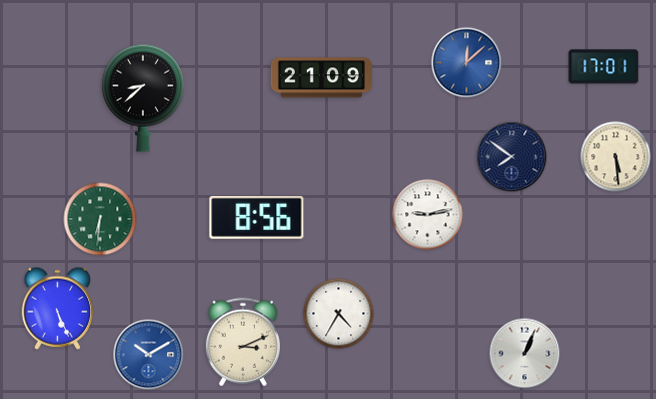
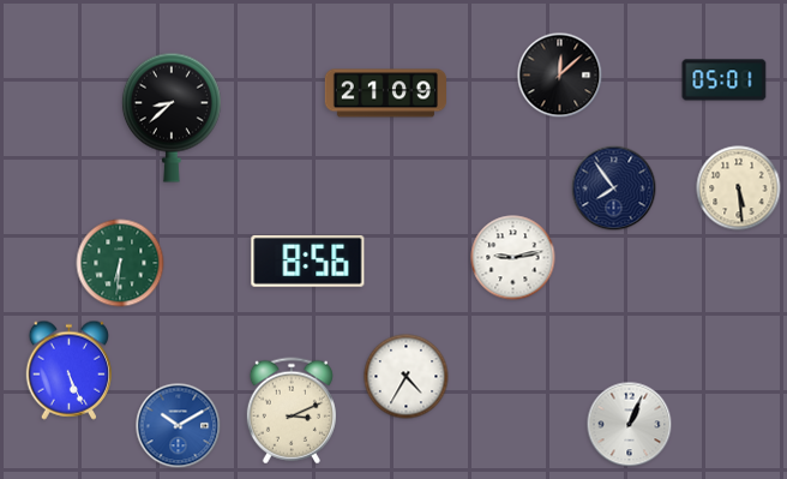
clock at (467, 63) dial: blue -> black
clock at (604, 67): 17:01 -> 05:01
clock at (512, 157): 7:51 -> 7:54
